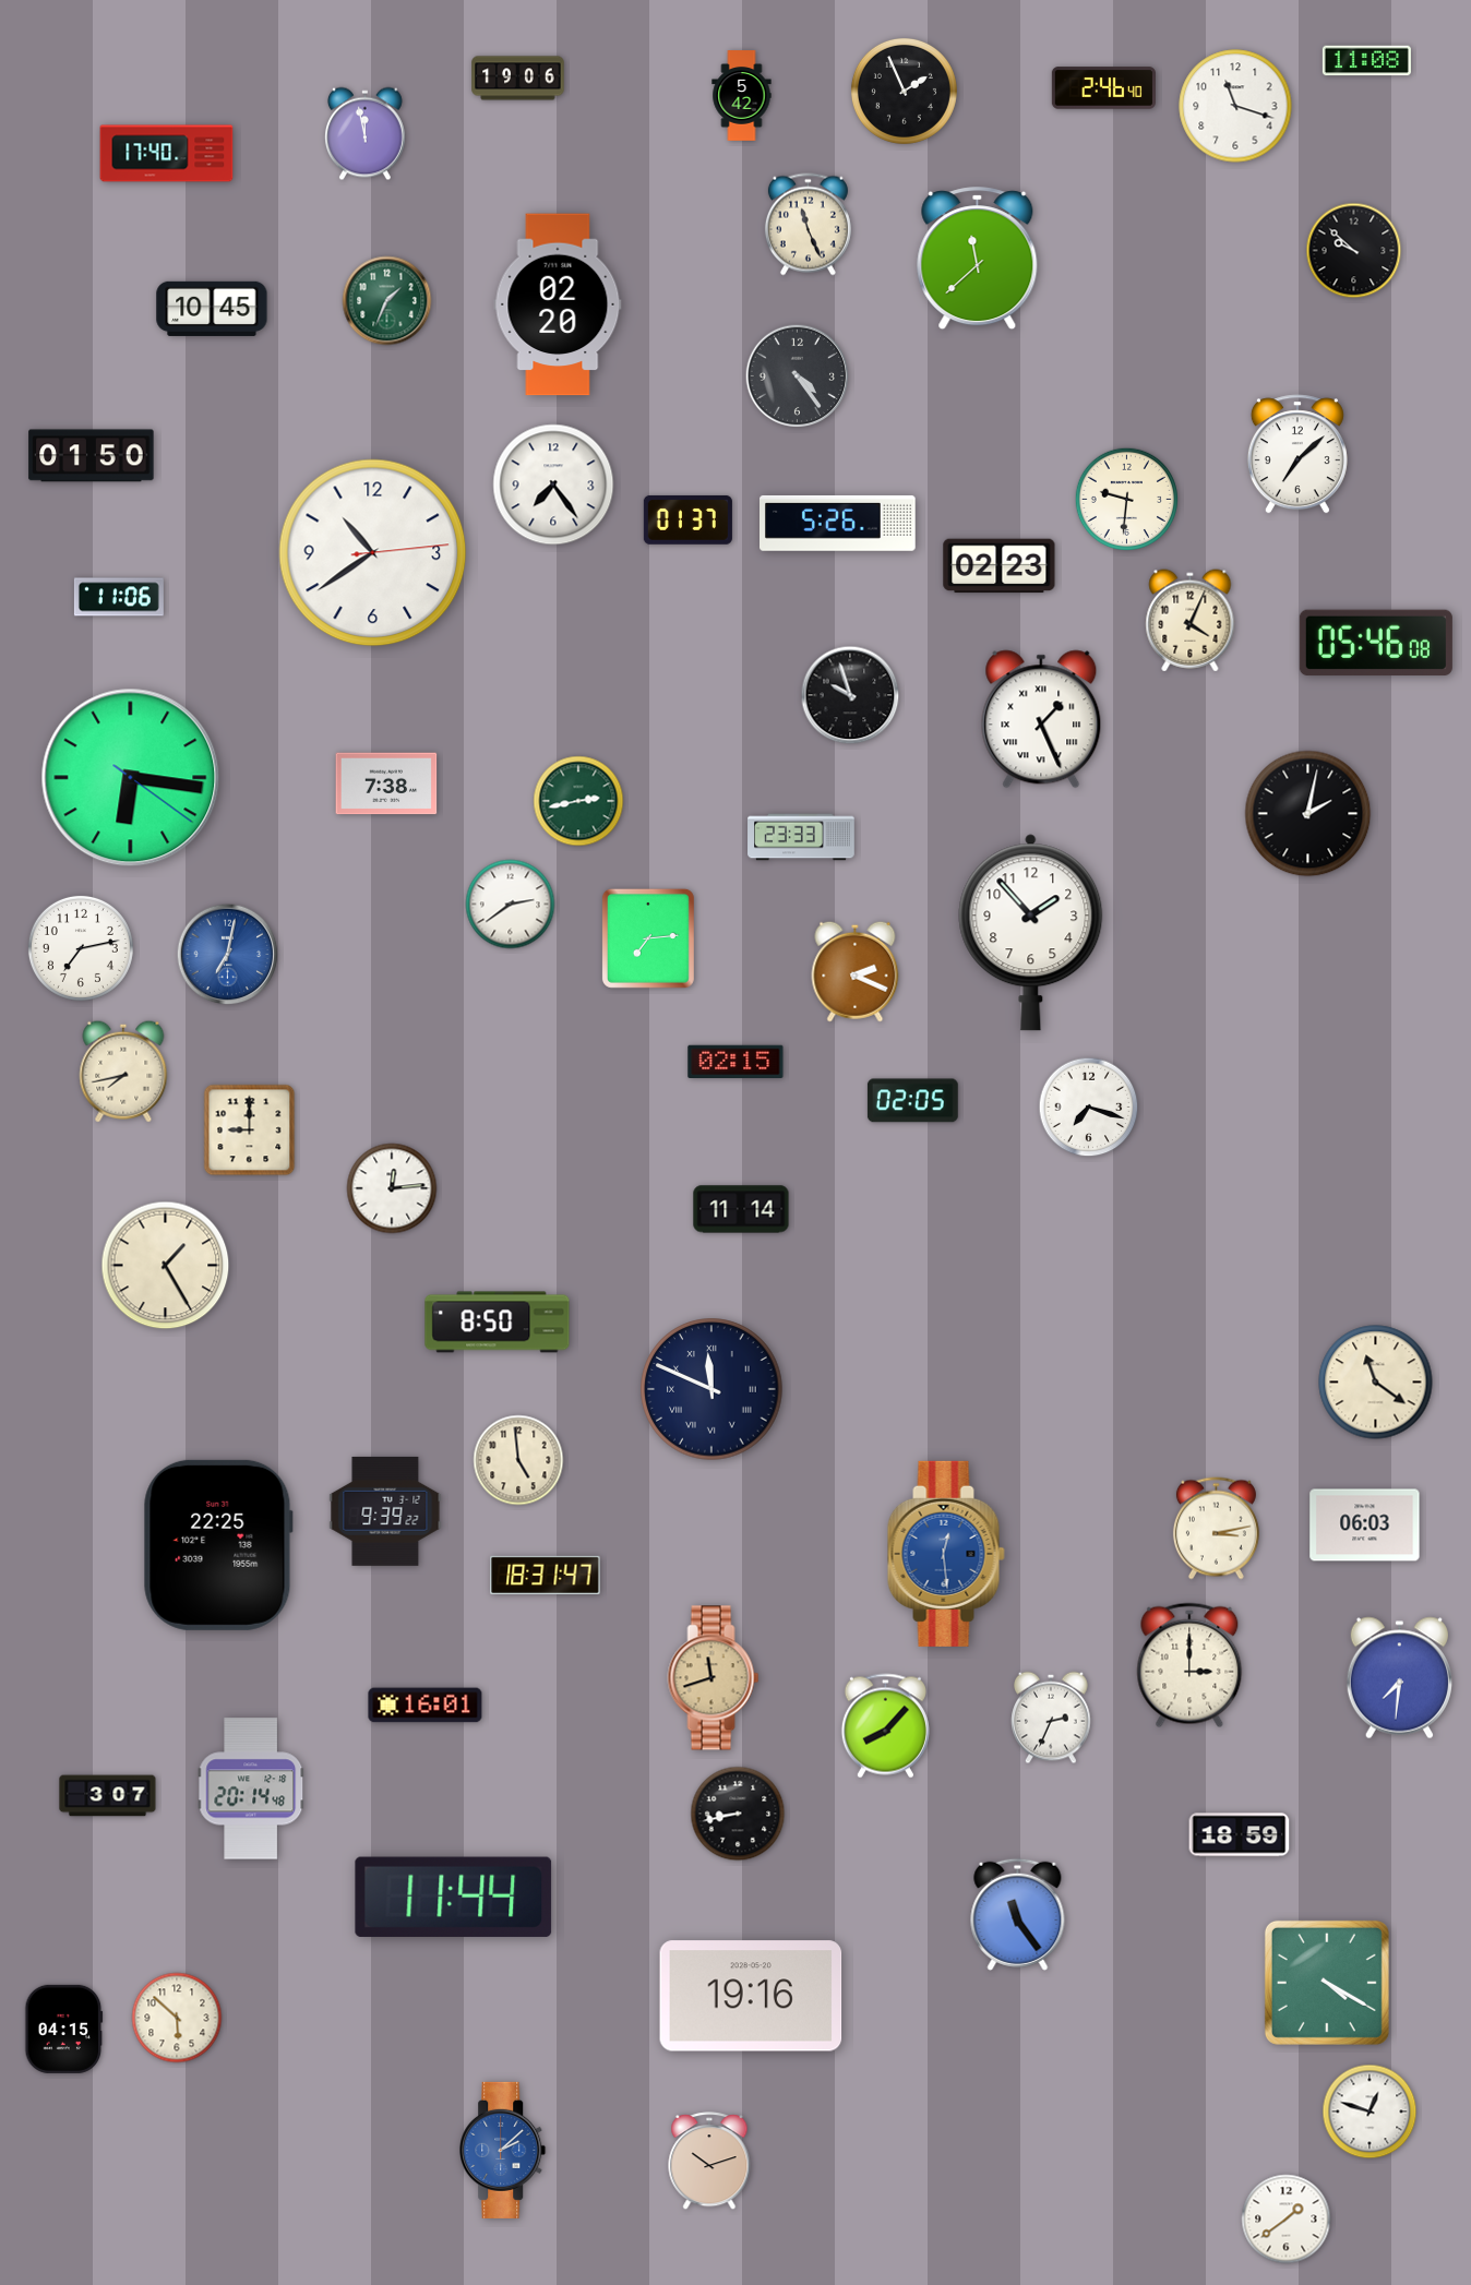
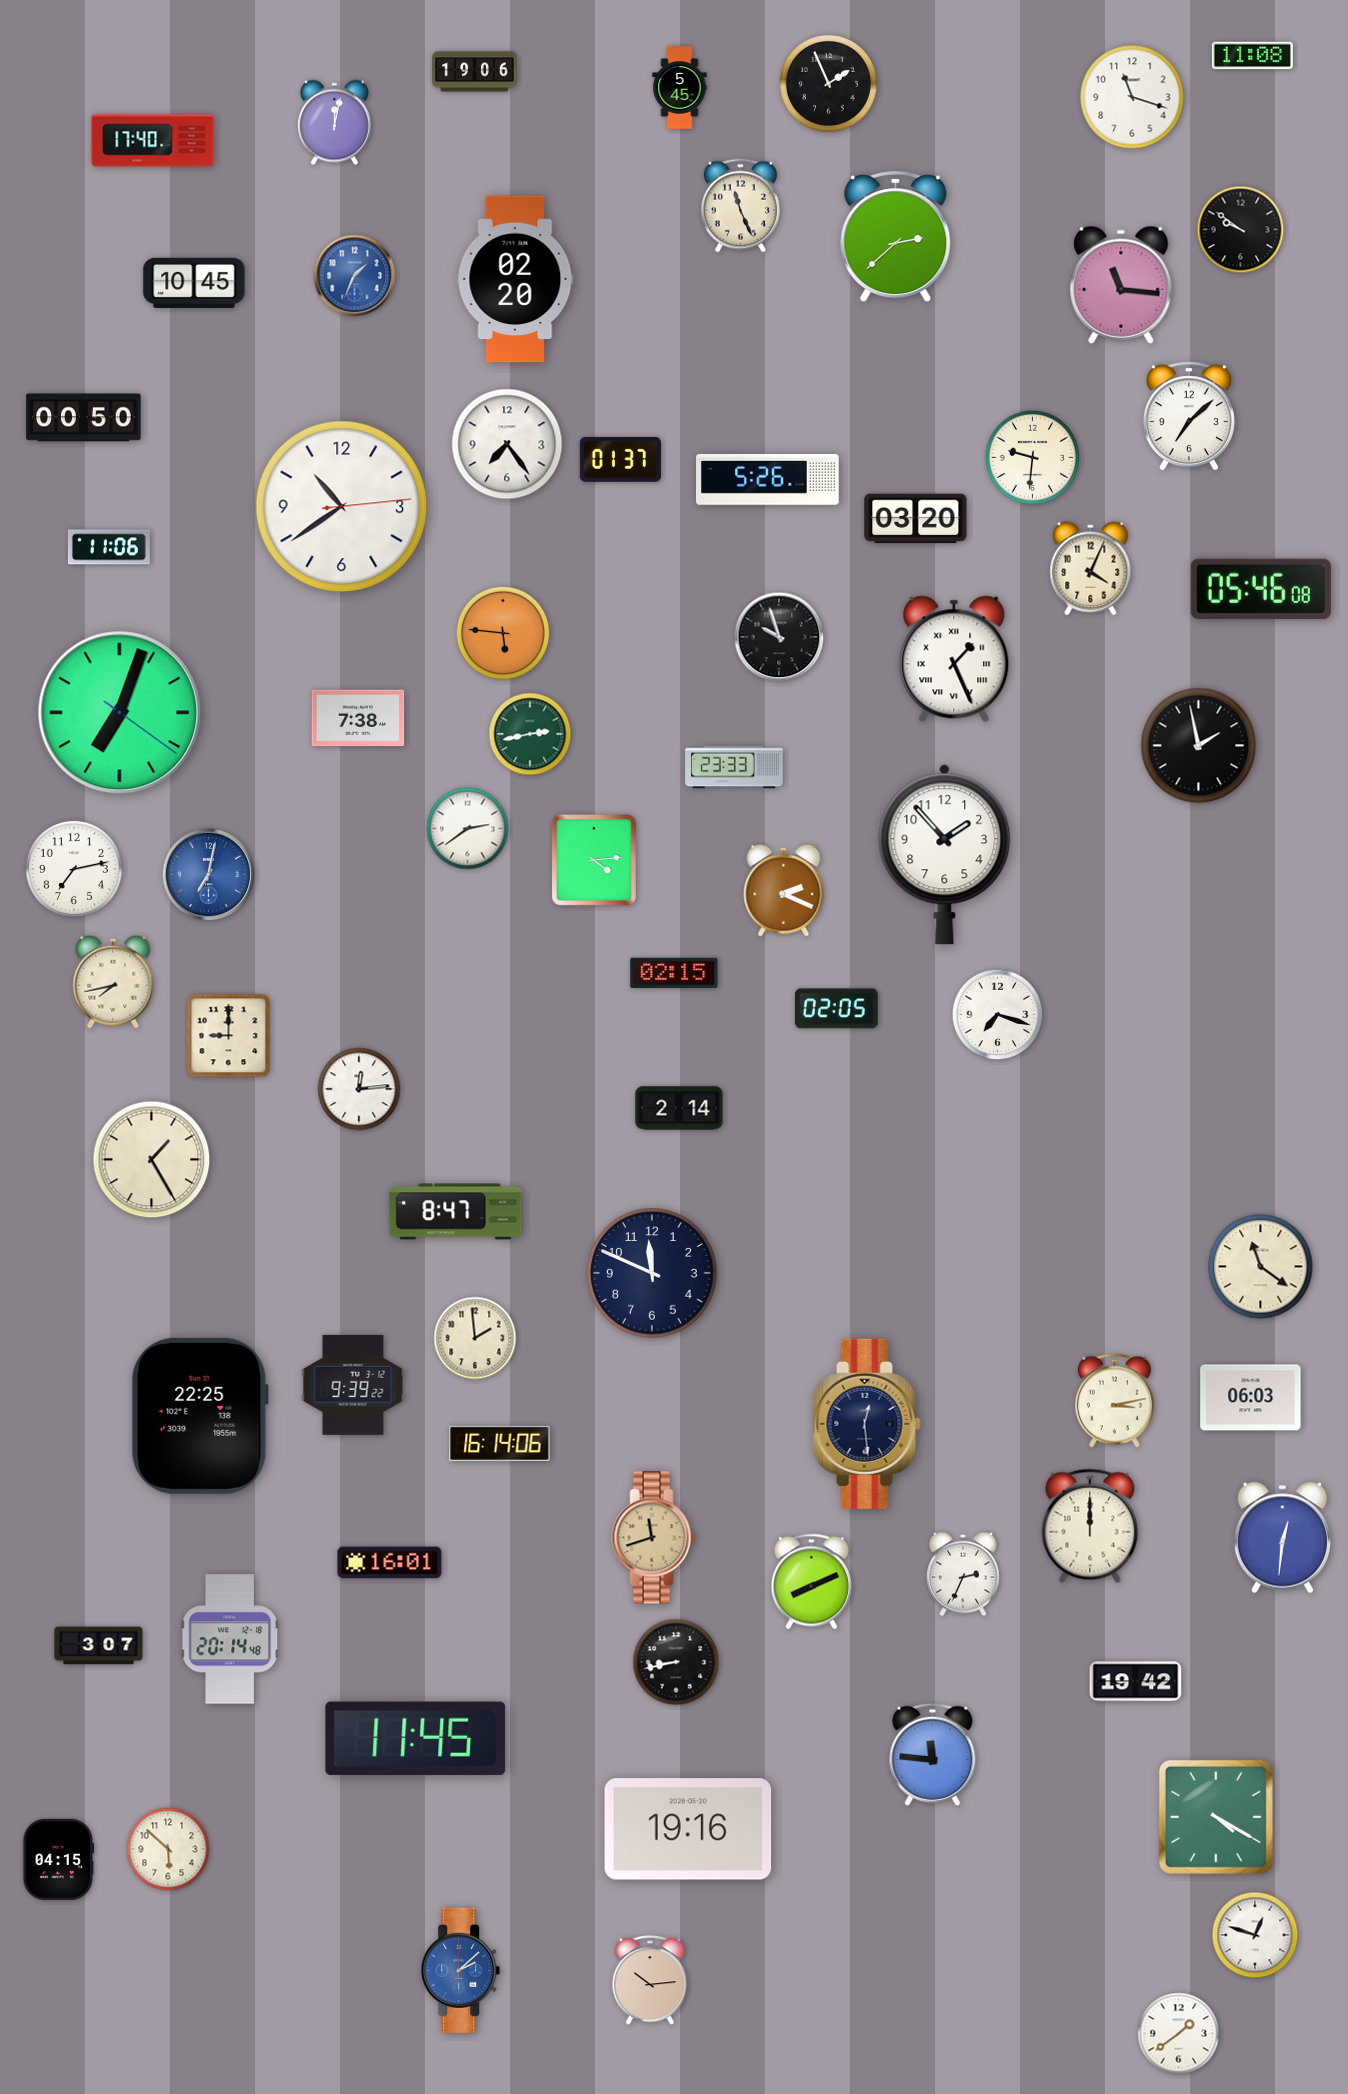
clock at (1103, 88): 2:46 -> none
clock at (742, 96): 5:42 -> 5:45
clock at (364, 134): 11:58 -> 12:02
clock at (1354, 251): 9:52 -> 9:51
clock at (978, 259): 11:38 -> 2:38
clock at (387, 301) dial: green -> blue
clock at (558, 304) position: (558, 304) -> (515, 279)
clock at (1121, 285): none -> 11:16
clock at (798, 376): 4:24 -> none
clock at (92, 456): 01:50 -> 00:50
clock at (687, 519) position: (687, 519) -> (620, 459)
clock at (1000, 566): 02:23 -> 03:20
clock at (503, 633): none -> 5:46
clock at (131, 778): 6:16 -> 7:03
clock at (386, 783) position: (386, 783) -> (358, 718)
clock at (1308, 814): 2:02 -> 1:58
clock at (648, 938): 7:14 -> 4:14
clock at (741, 1209): 11:14 -> 2:14
clock at (498, 1323): 8:50 -> 8:47
clock at (711, 1389) numerals: Roman -> Arabic
clock at (518, 1460): 4:59 -> 1:59
clock at (946, 1554) dial: blue -> navy
clock at (546, 1575): 18:31 -> 16:14
clock at (1189, 1665): 3:00 -> 12:00
clock at (1399, 1678): 7:31 -> 12:31
clock at (885, 1726): 8:07 -> 8:11
clock at (1240, 1835): 18:59 -> 19:42
clock at (454, 1897): 11:44 -> 11:45
clock at (1018, 1914): 11:24 -> 11:46
clock at (177, 2018) position: (177, 2018) -> (168, 1849)
clock at (709, 2162): 10:12 -> 10:14
